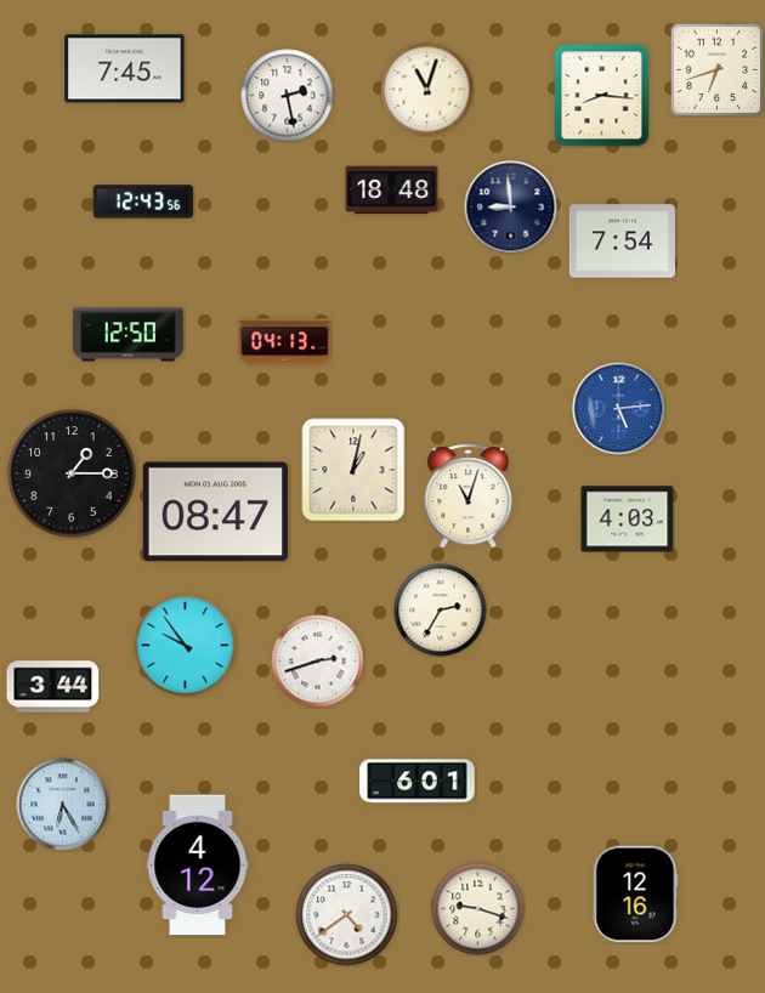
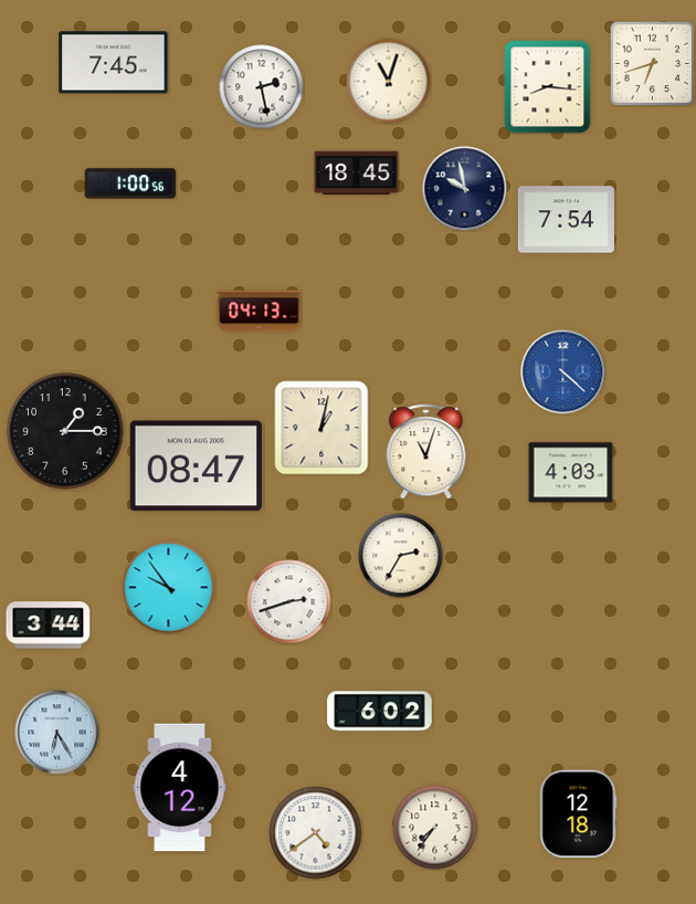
clock at (392, 191): 18:48 -> 18:45
clock at (143, 202): 12:43 -> 1:00
clock at (511, 208): 8:59 -> 9:58
clock at (127, 335): 12:50 -> none
clock at (619, 409): 5:14 -> 4:22
clock at (418, 782): 6:01 -> 6:02
clock at (636, 895): 12:16 -> 12:18
clock at (478, 909): 9:18 -> 7:36
